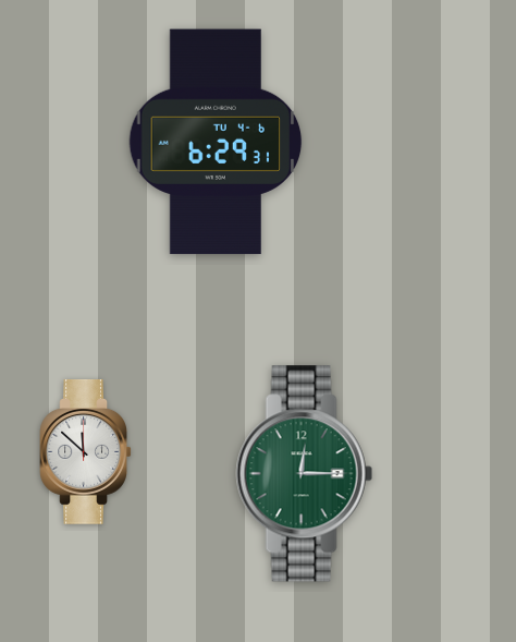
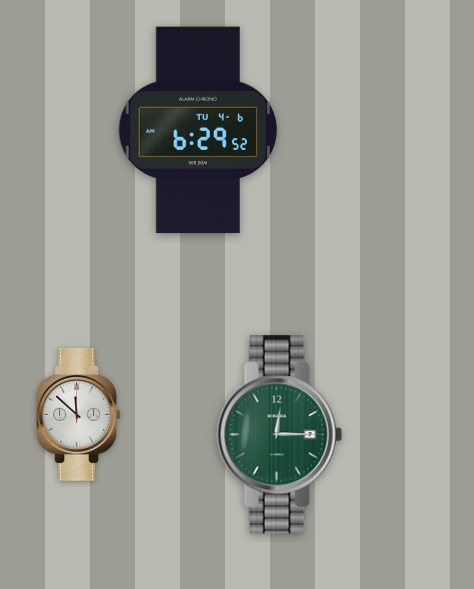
clock at (216, 142): 6:29:31 -> 6:29:52
